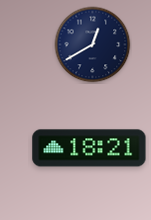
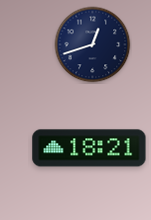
clock at (93, 45): 12:40 -> 12:42
